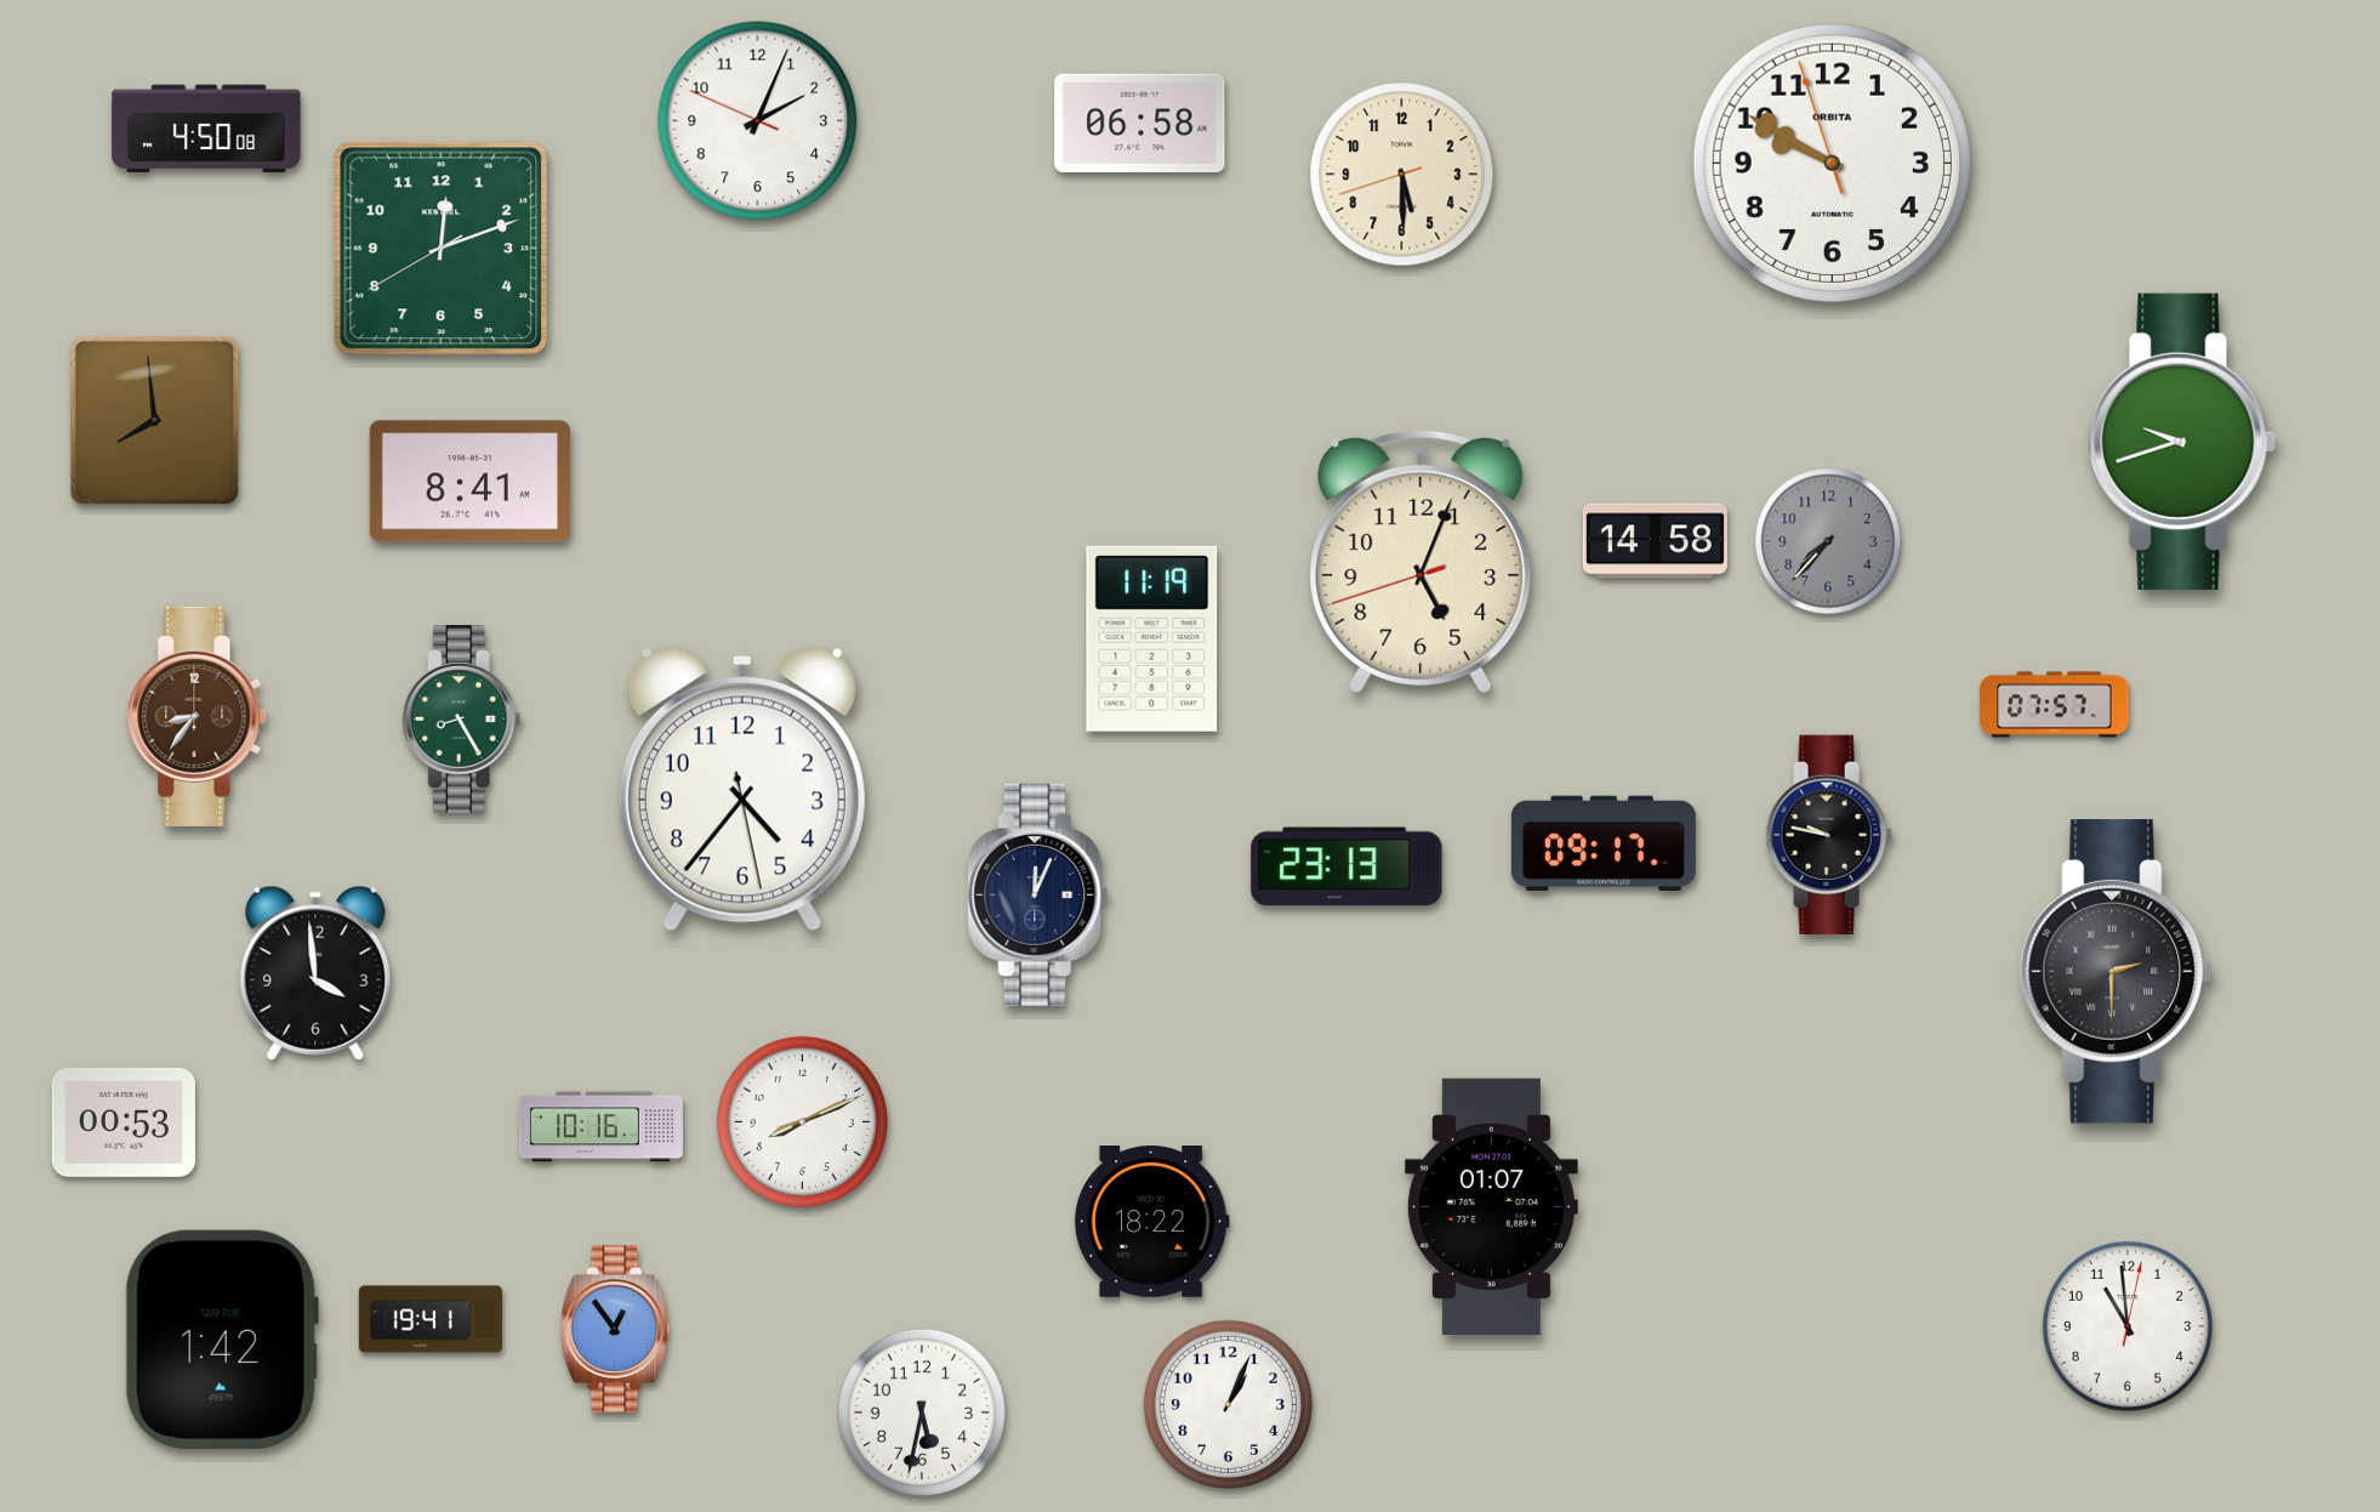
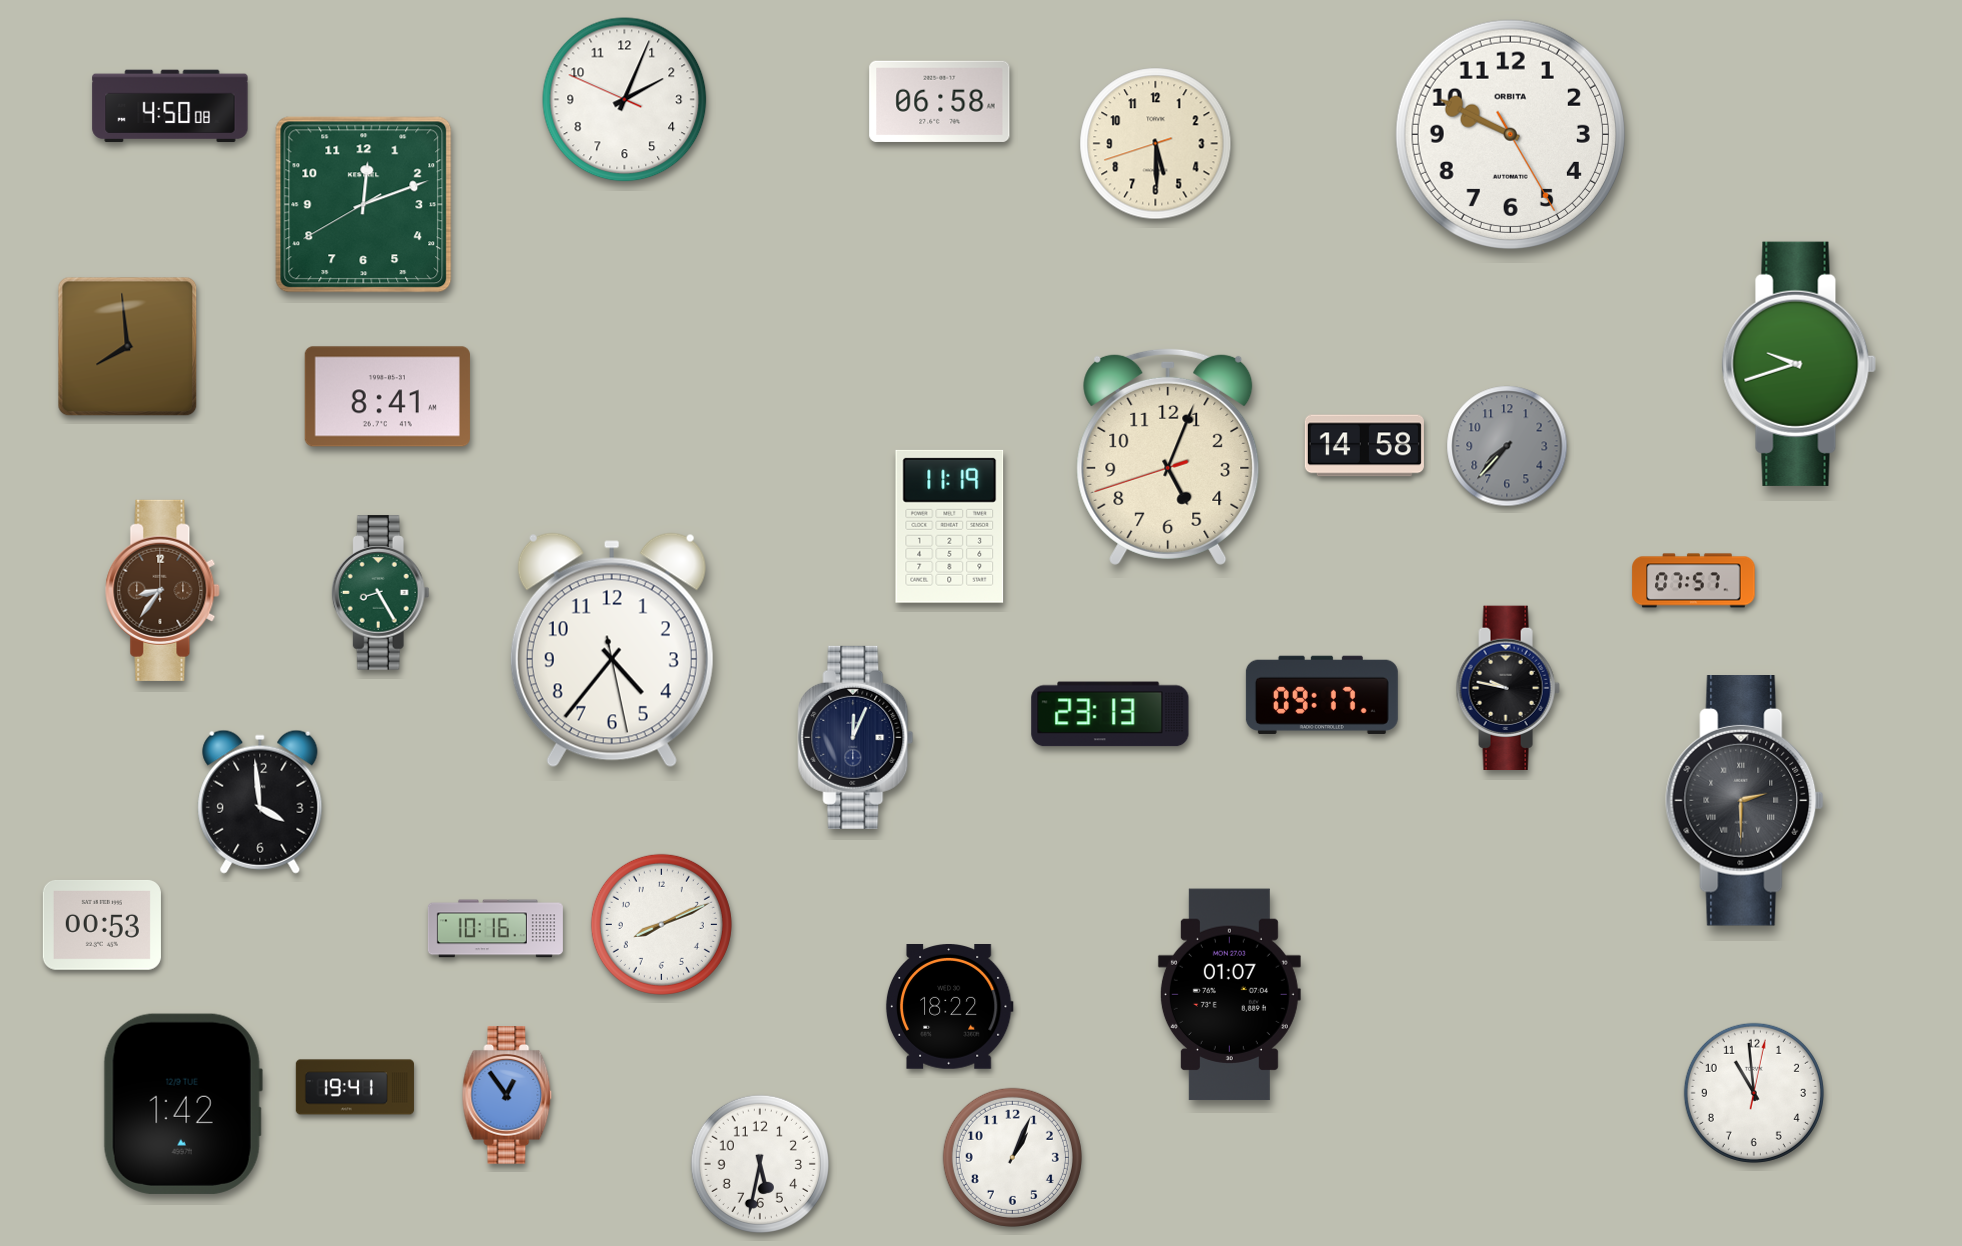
clock at (1832, 163): 9:49:57 -> 9:49:25
clock at (1420, 561) position: (1420, 561) -> (1168, 456)
